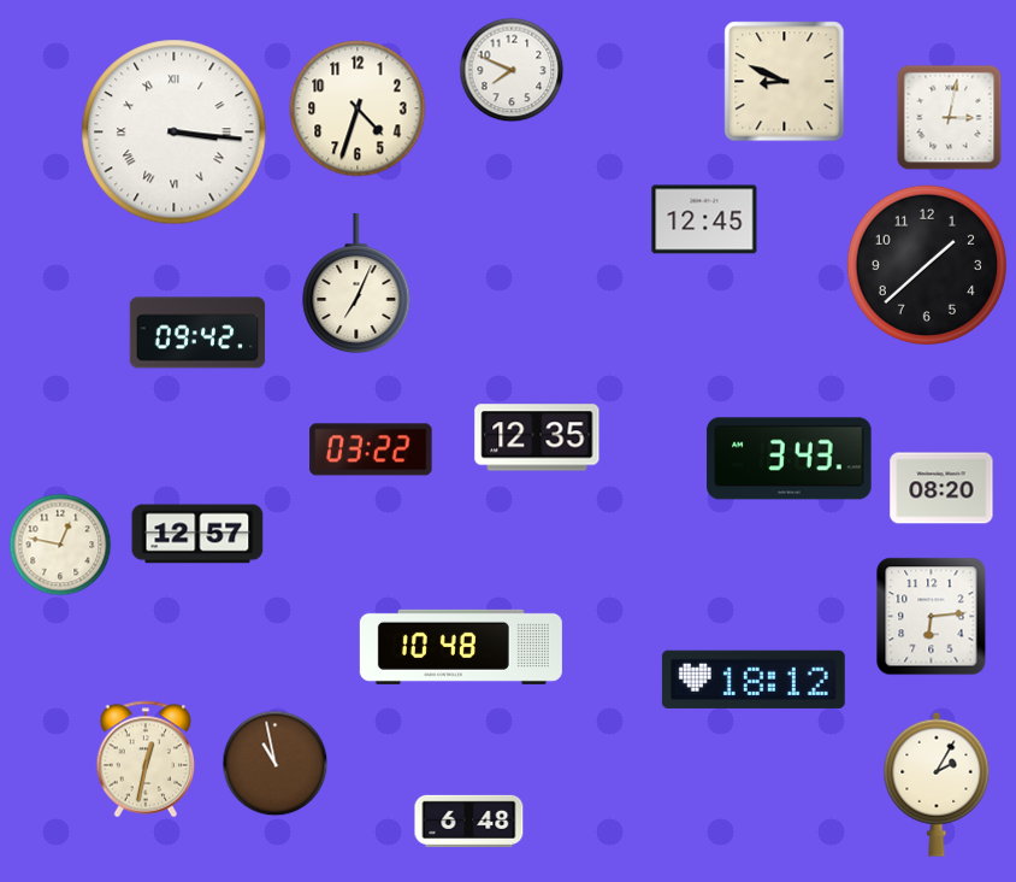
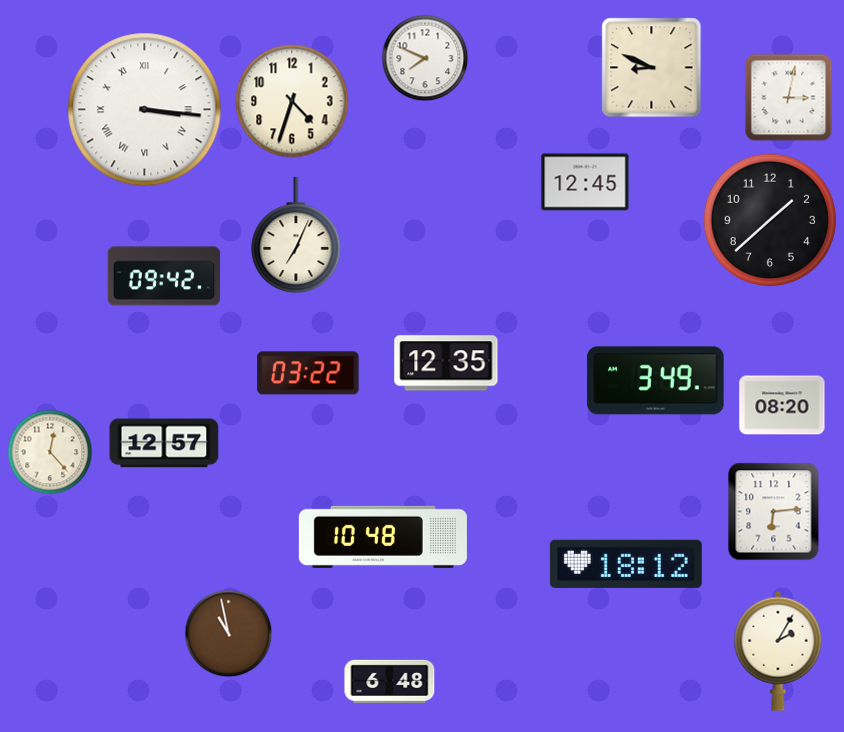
clock at (358, 108) position: (358, 108) -> (292, 101)
clock at (790, 459): 3:43 -> 3:49
clock at (60, 545): 12:47 -> 12:23
clock at (146, 759): 12:32 -> none
